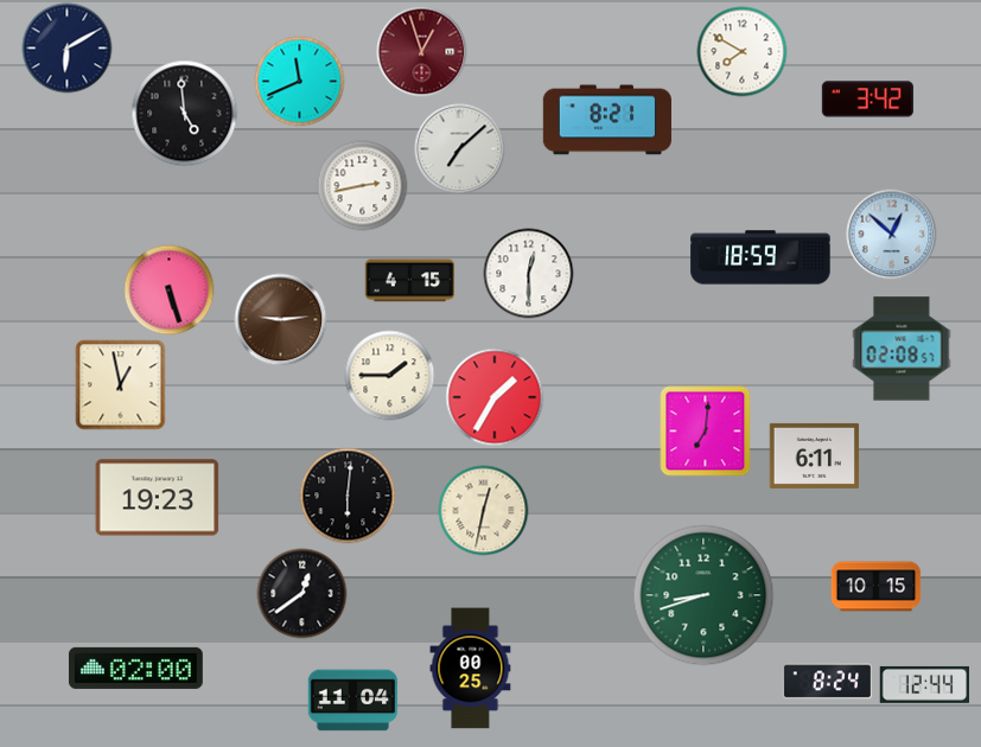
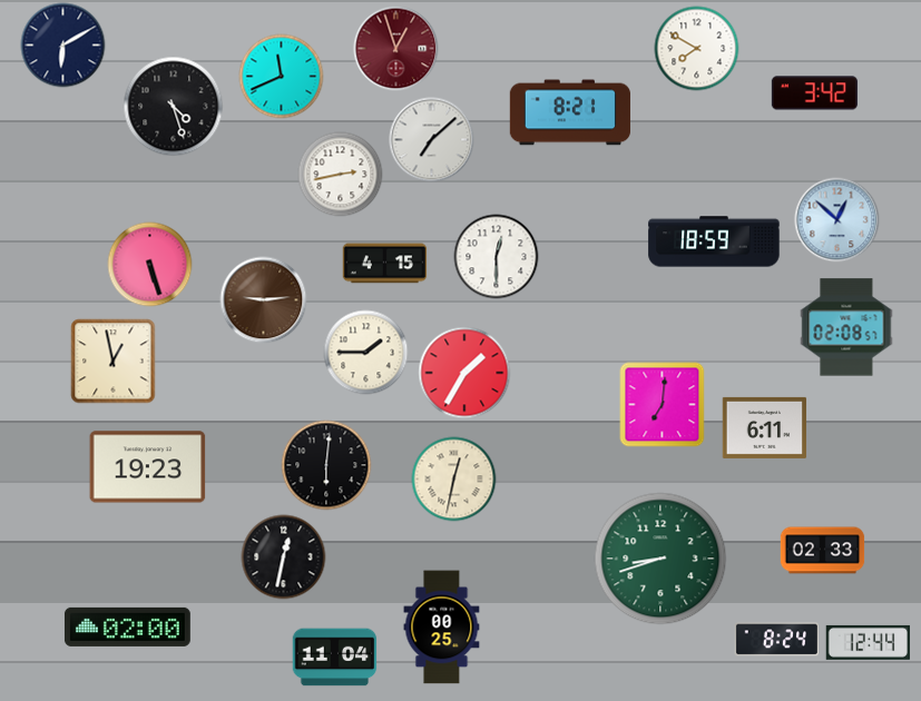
clock at (185, 114): 4:59 -> 4:27
clock at (170, 290) position: (170, 290) -> (150, 265)
clock at (877, 587): 10:15 -> 02:33
clock at (302, 594): 12:39 -> 12:32
clock at (353, 701) position: (353, 701) -> (335, 658)
